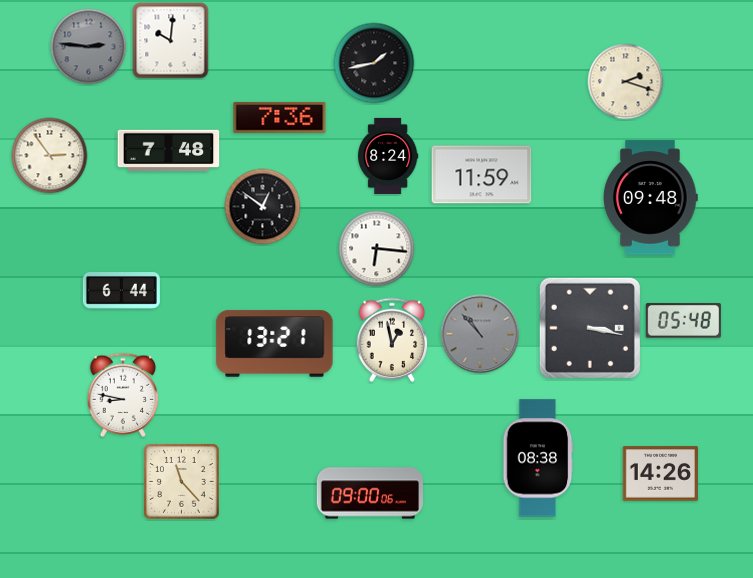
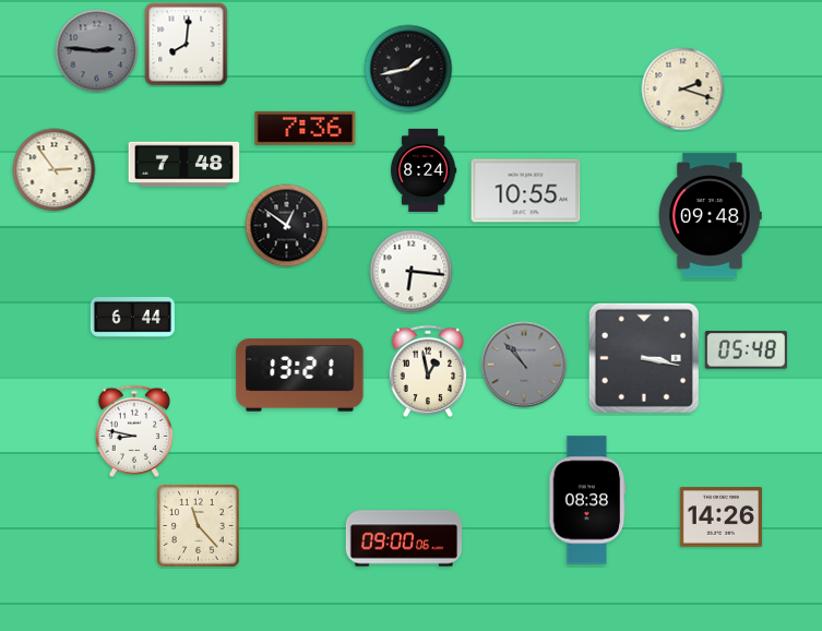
clock at (171, 41): 10:01 -> 8:01
clock at (482, 175): 11:59 -> 10:55
